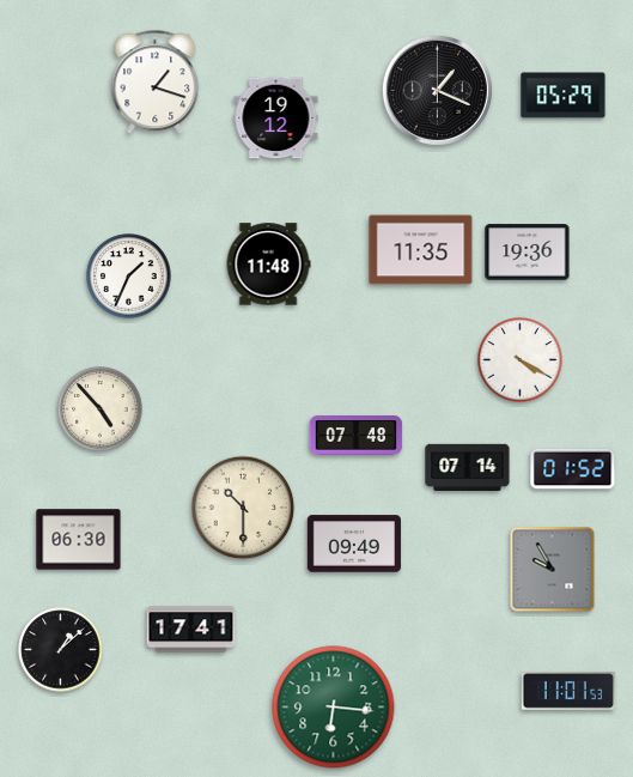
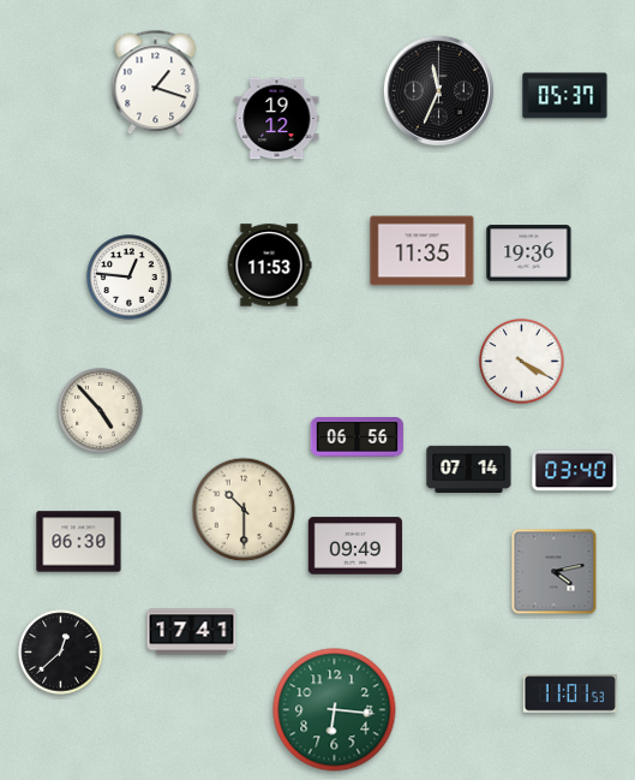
clock at (437, 90): 1:19 -> 11:34
clock at (564, 96): 05:29 -> 05:37
clock at (268, 265): 11:48 -> 11:53
clock at (129, 277): 1:34 -> 12:46
clock at (357, 436): 07:48 -> 06:56
clock at (573, 469): 01:52 -> 03:40
clock at (553, 570): 9:55 -> 4:13
clock at (61, 650): 1:08 -> 12:38
